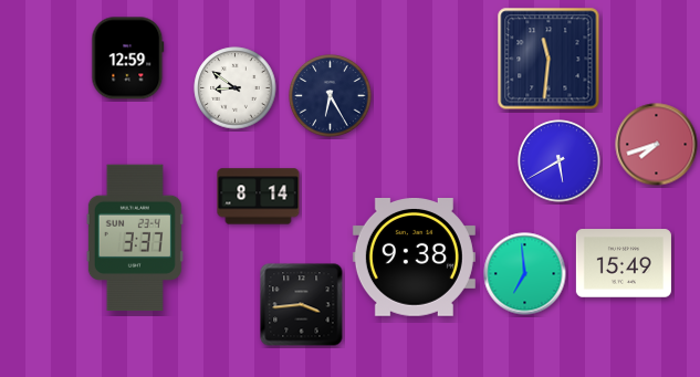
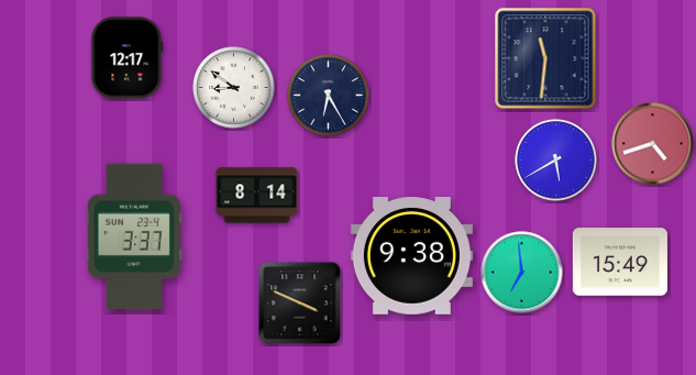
clock at (128, 59): 12:59 -> 12:17
clock at (657, 145): 7:42 -> 4:42
clock at (302, 305): 3:44 -> 3:49
